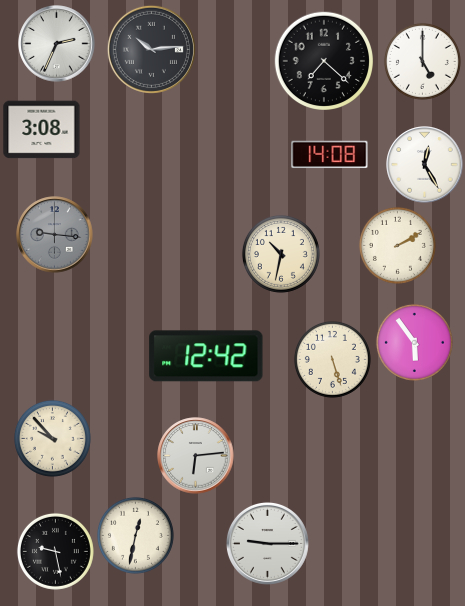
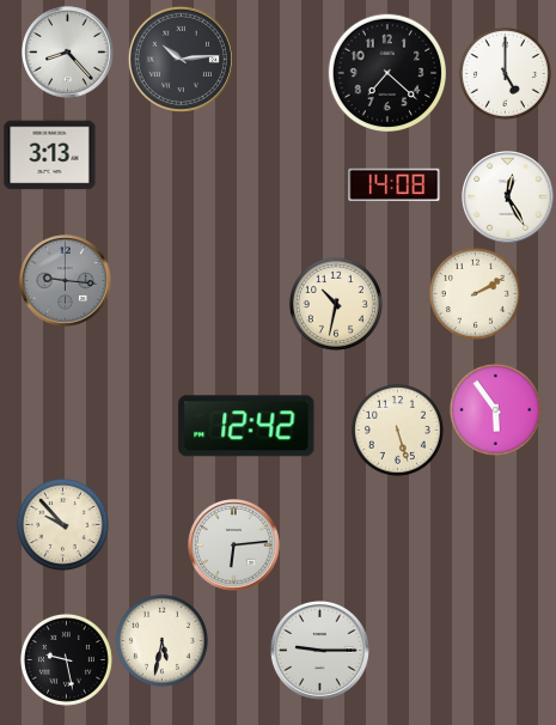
clock at (57, 44): 2:34 -> 8:23
clock at (42, 130): 3:08 -> 3:13
clock at (135, 535): 12:32 -> 5:32
